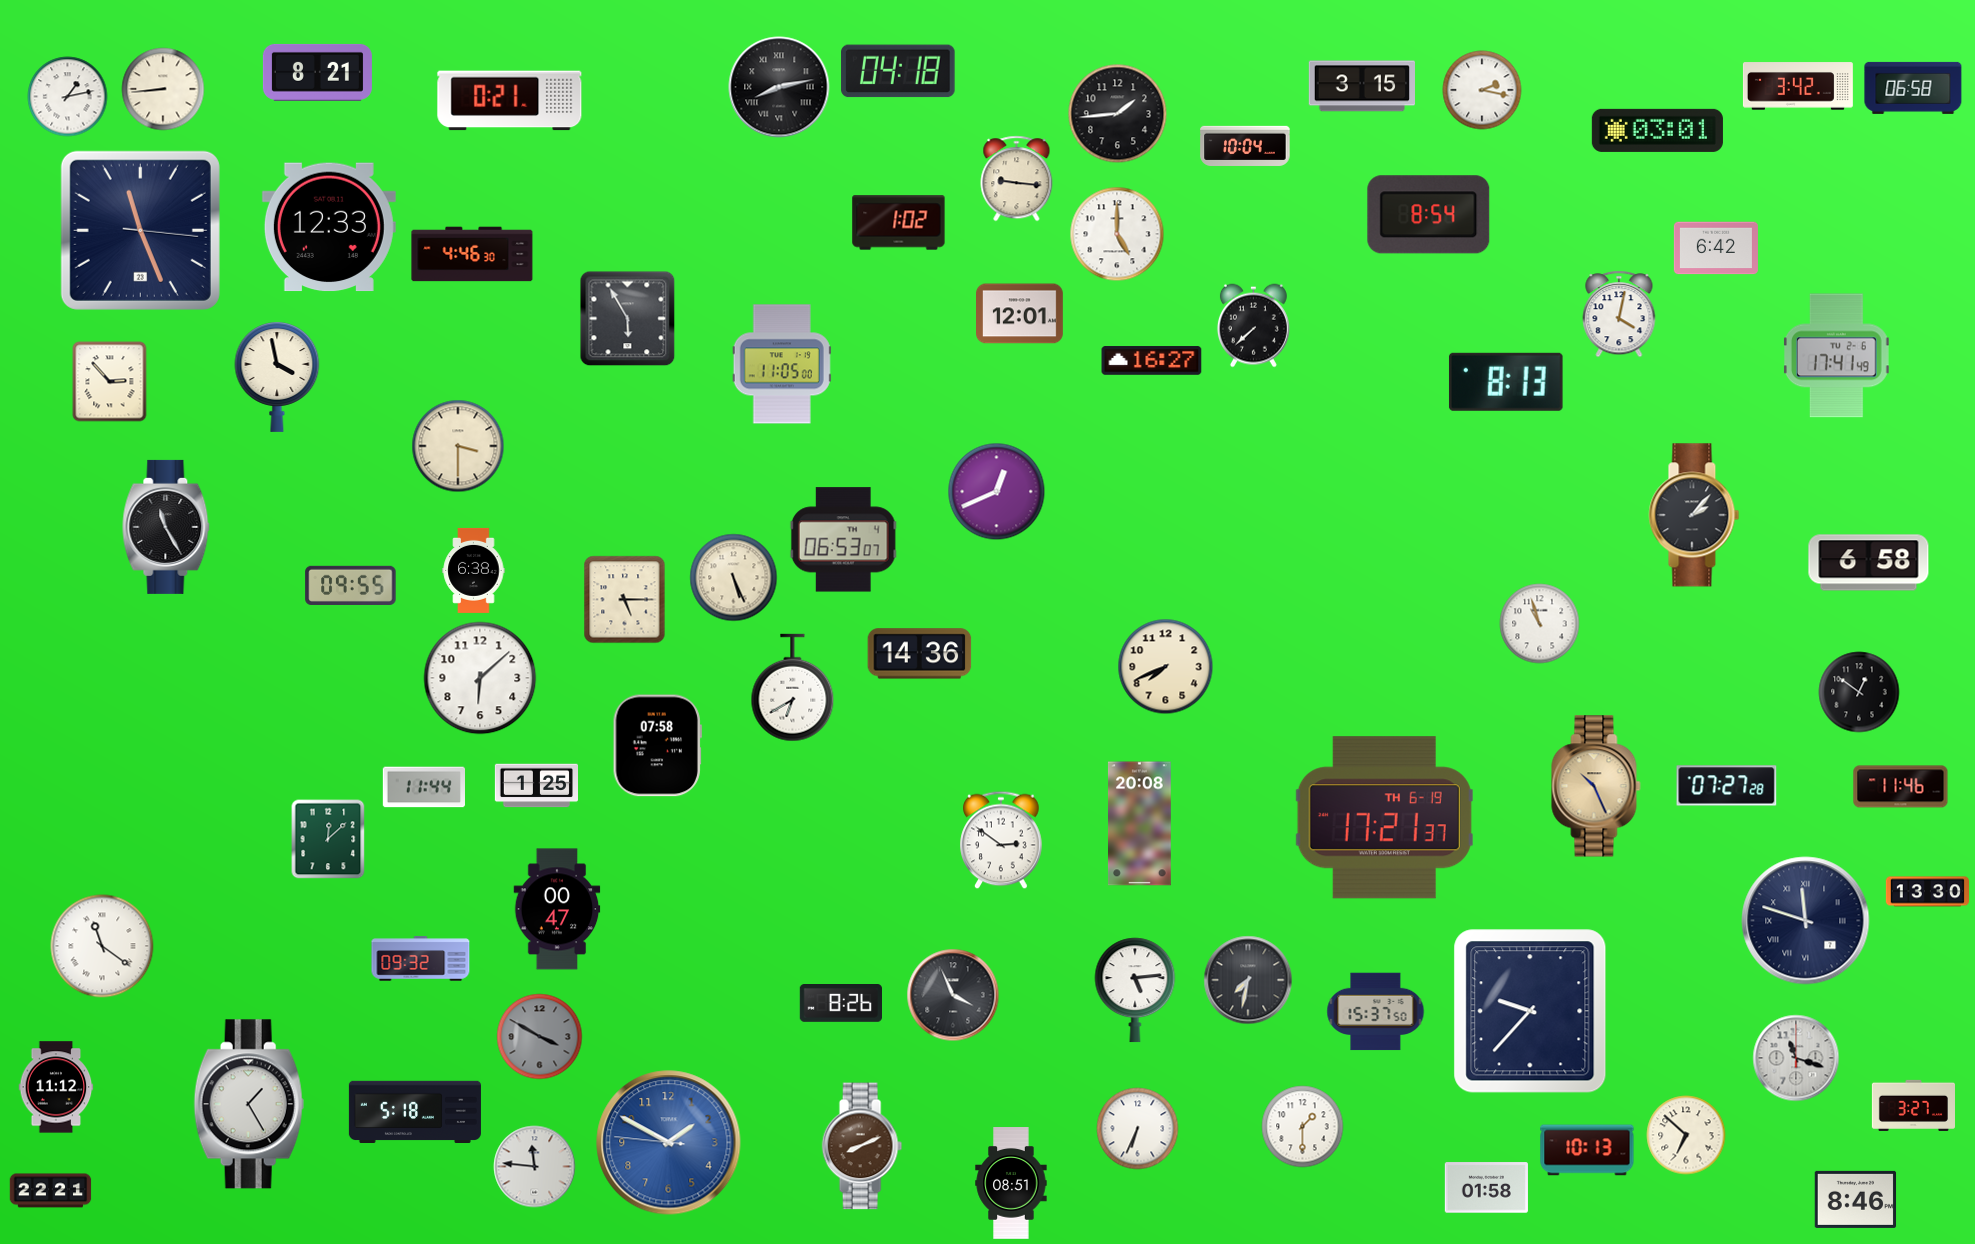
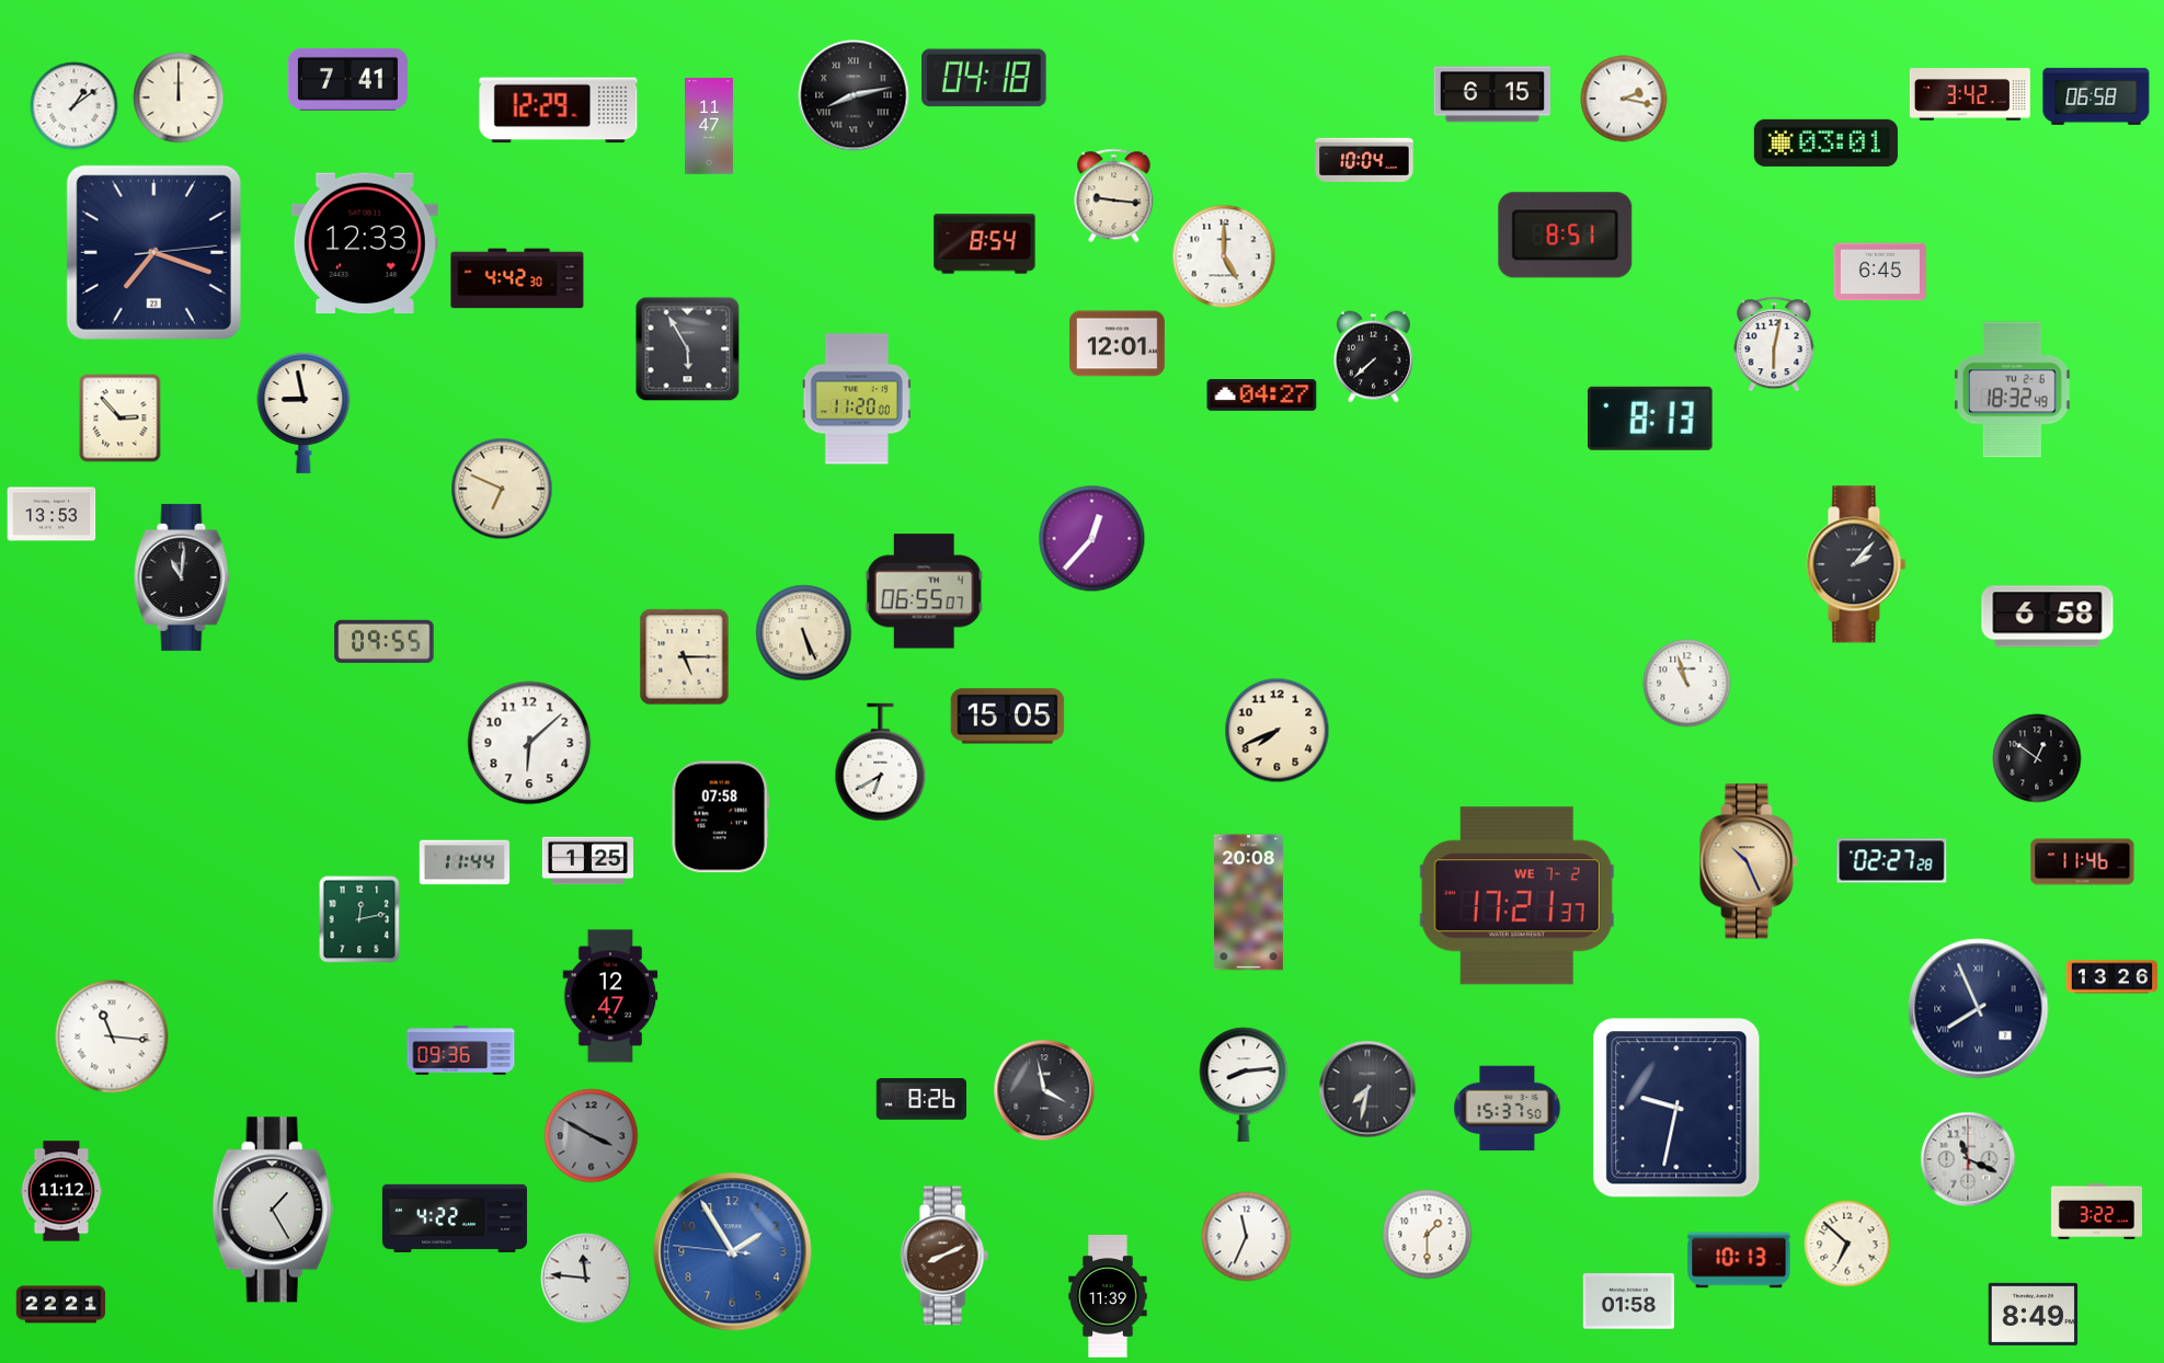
clock at (317, 72): 8:21 -> 7:41
clock at (1361, 86): 3:15 -> 6:15
clock at (163, 89): 8:44 -> 12:00
clock at (68, 97): 1:13 -> 1:09
clock at (510, 101): 0:21 -> 12:29
clock at (1118, 114): 1:44 -> none
clock at (710, 126): none -> 11:47
clock at (1657, 130) position: (1657, 130) -> (1825, 142)
clock at (1429, 215): 8:54 -> 8:51
clock at (899, 223): 1:02 -> 8:54
clock at (329, 227) position: (329, 227) -> (365, 243)
clock at (140, 230): 11:26 -> 7:18
clock at (1716, 248): 6:42 -> 6:45
clock at (472, 254): 4:46 -> 4:42
clock at (1619, 314): 4:02 -> 6:02
clock at (1837, 356): 17:41 -> 18:32
clock at (1152, 361): 16:27 -> 04:27
clock at (782, 364): 11:05 -> 11:20
clock at (277, 377): 3:58 -> 8:58
clock at (458, 446): 3:30 -> 6:49
clock at (51, 514): none -> 13:53
clock at (997, 492): 12:41 -> 12:37
clock at (166, 527): 11:25 -> 11:01
clock at (843, 540): 06:53 -> 06:55
clock at (474, 570): 6:38 -> none
clock at (920, 654): 14:36 -> 15:05
clock at (480, 678) position: (480, 678) -> (529, 743)
clock at (793, 688) position: (793, 688) -> (881, 763)
clock at (1727, 786): 07:27 -> 02:27
clock at (1384, 818) date: TH 6-19 -> WE 7-2
clock at (328, 839): 12:08 -> 12:13
clock at (1001, 840): 2:51 -> none
clock at (1927, 892): 13:30 -> 13:26
clock at (557, 909): 00:47 -> 12:47
clock at (1806, 921): 11:48 -> 7:56
clock at (102, 946): 11:21 -> 11:16
clock at (421, 959): 09:32 -> 09:36
clock at (1248, 980) position: (1248, 980) -> (1367, 1089)
clock at (1135, 990): 5:14 -> 8:14
clock at (953, 995): 3:56 -> 3:58
clock at (1530, 1011): 9:37 -> 9:32
clock at (1796, 1058): 11:18 -> 11:19
clock at (1913, 1105): 3:27 -> 3:22
clock at (415, 1111): 5:18 -> 4:22
clock at (1138, 1129): 6:34 -> 11:34
clock at (669, 1143): 1:49 -> 1:54
clock at (1011, 1183): 08:51 -> 11:39
clock at (51, 1191) position: (51, 1191) -> (61, 1305)
clock at (1856, 1199): 8:46 -> 8:49
